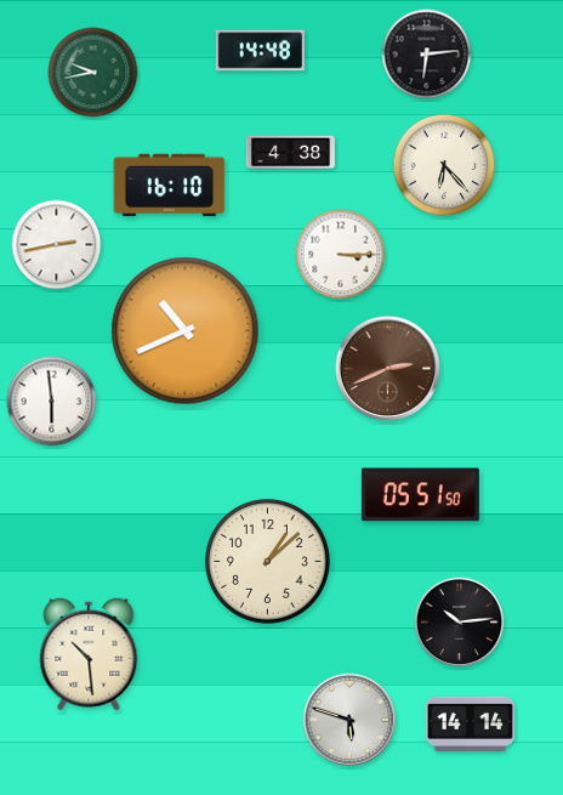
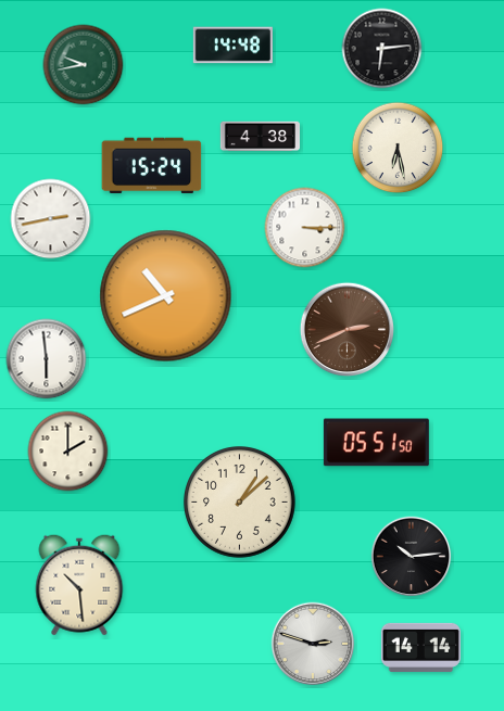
clock at (444, 165): 6:23 -> 6:28
clock at (170, 186): 16:10 -> 15:24
clock at (68, 452): none -> 2:00
clock at (349, 720): 5:48 -> 2:48
